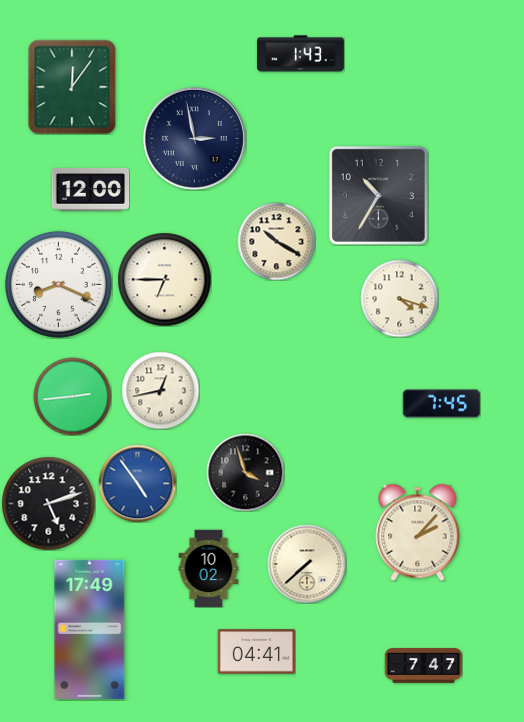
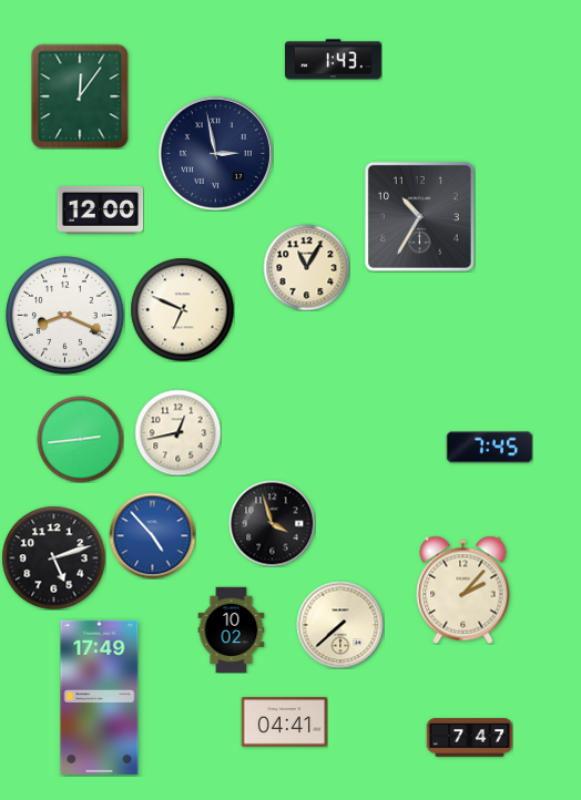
clock at (276, 241): 10:20 -> 11:05
clock at (164, 279): 6:45 -> 6:49
clock at (399, 298): 4:18 -> none
clock at (137, 483): 4:54 -> 4:53
